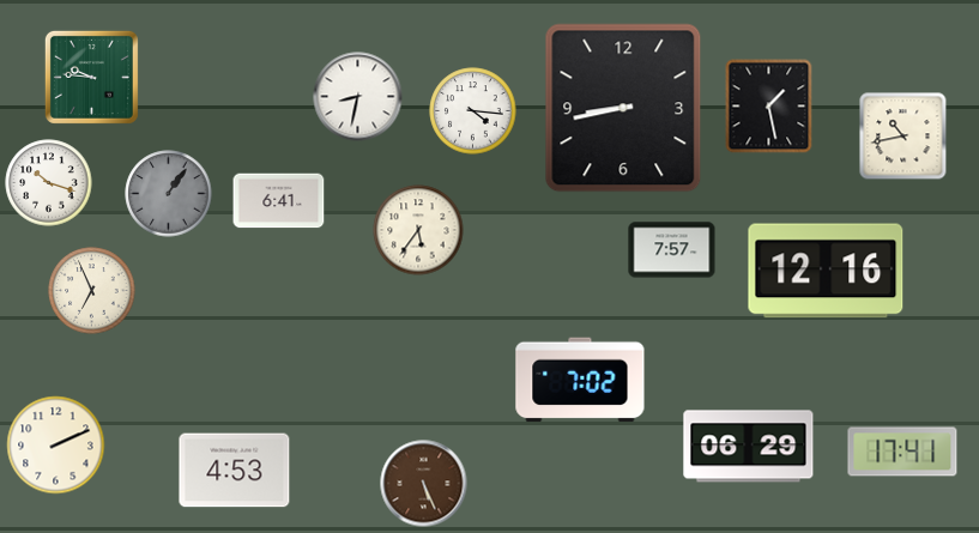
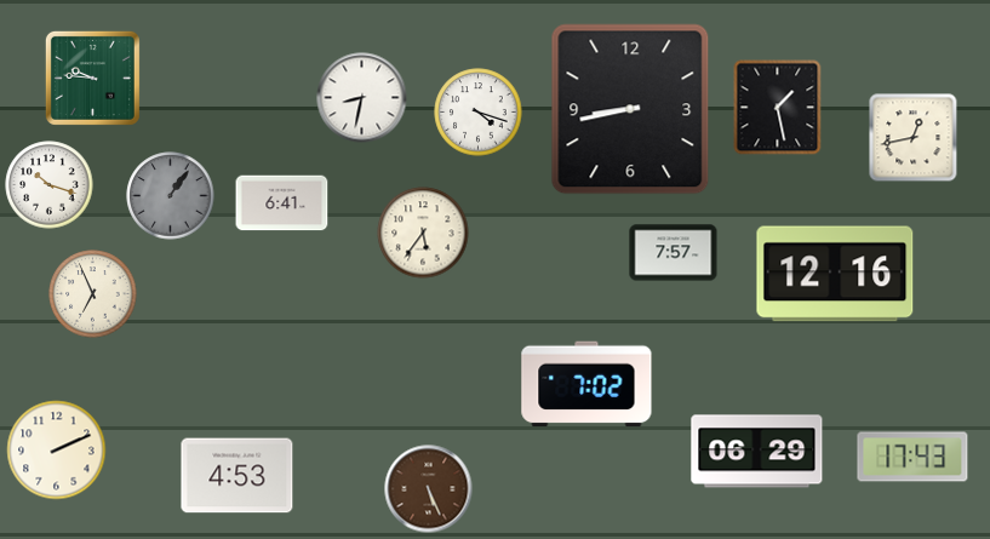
clock at (473, 111): 4:16 -> 4:18
clock at (904, 137): 10:43 -> 12:43
clock at (672, 250) position: (672, 250) -> (674, 253)
clock at (902, 452): 17:41 -> 17:43
